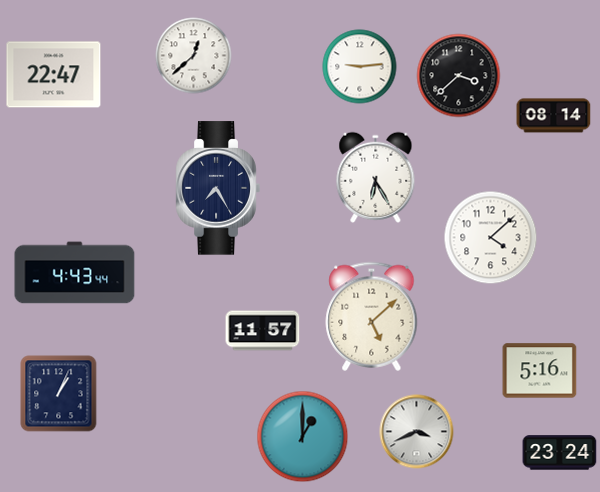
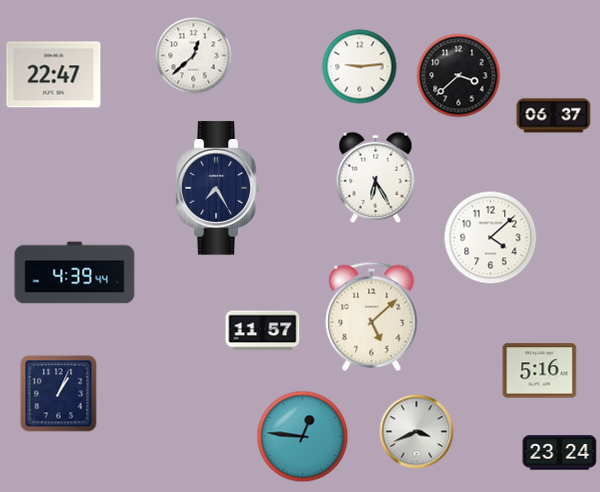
clock at (554, 116): 08:14 -> 06:37
clock at (75, 273): 4:43 -> 4:39
clock at (303, 437): 1:00 -> 12:46
